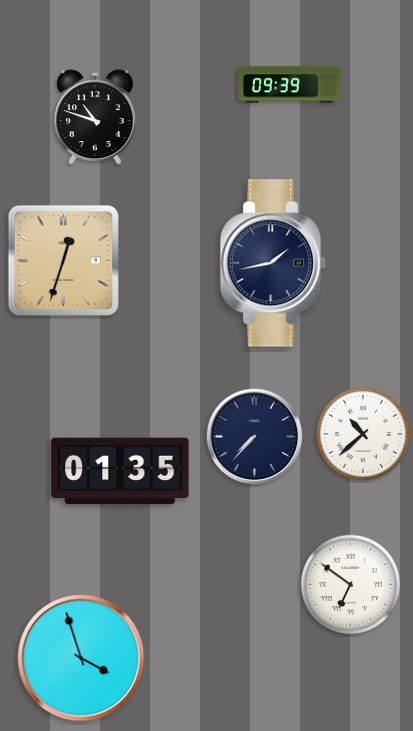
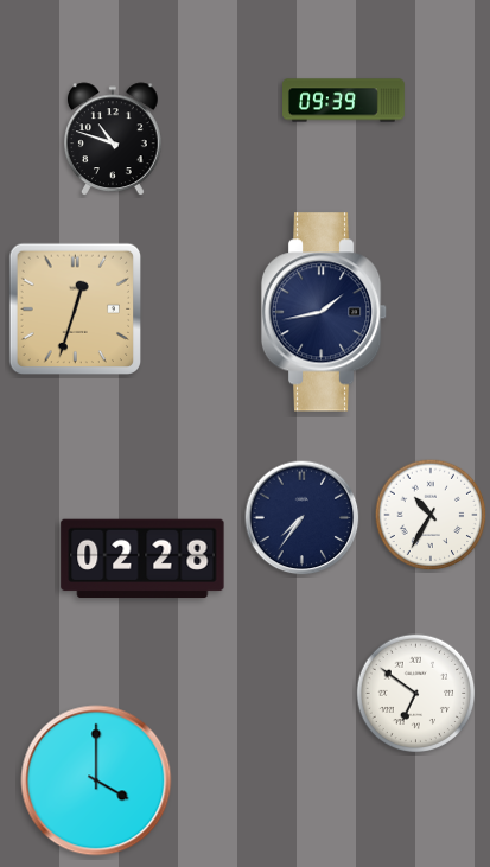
clock at (363, 434): 10:38 -> 10:35
clock at (255, 437): 7:37 -> 7:36
clock at (120, 471): 01:35 -> 02:28
clock at (81, 658): 3:57 -> 4:00
